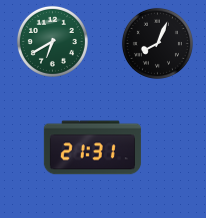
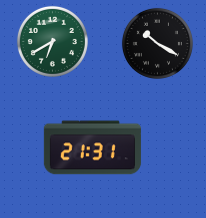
clock at (157, 43): 8:04 -> 10:20
